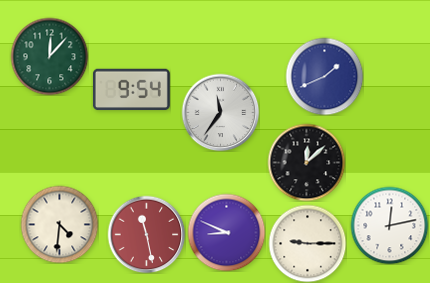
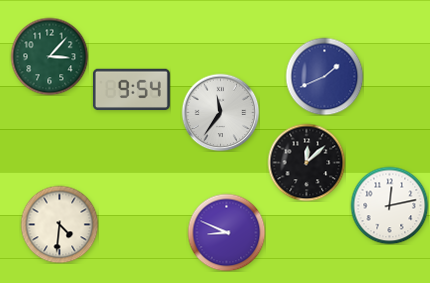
clock at (49, 56): 12:07 -> 3:07
clock at (389, 225) position: (389, 225) -> (389, 205)
clock at (146, 234): 11:28 -> none
clock at (307, 243): 9:15 -> none
